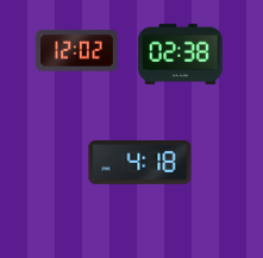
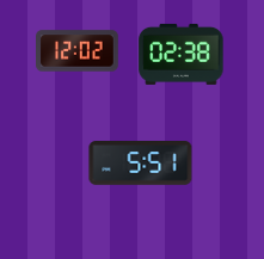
clock at (140, 163): 4:18 -> 5:51
